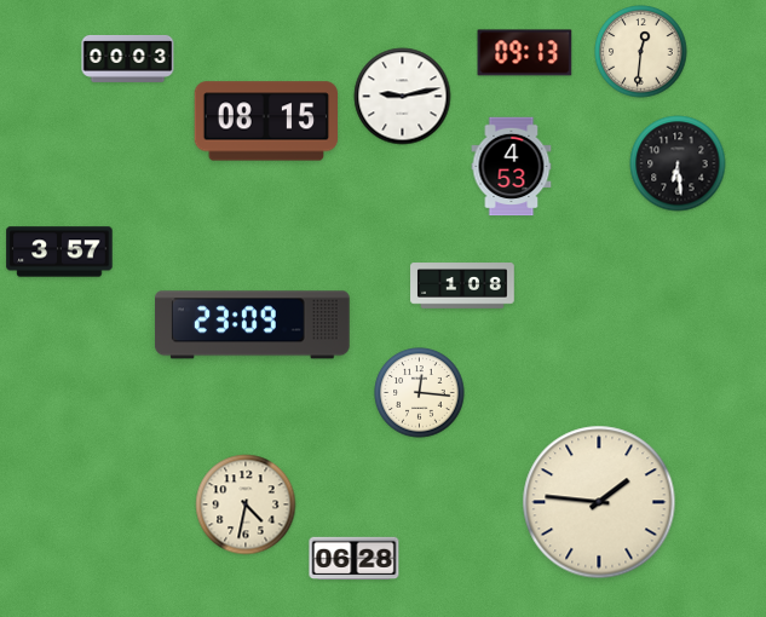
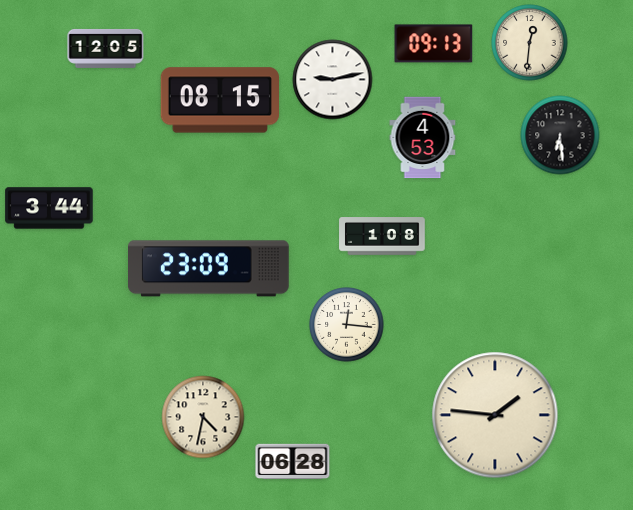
clock at (128, 58): 00:03 -> 12:05
clock at (59, 252): 3:57 -> 3:44
